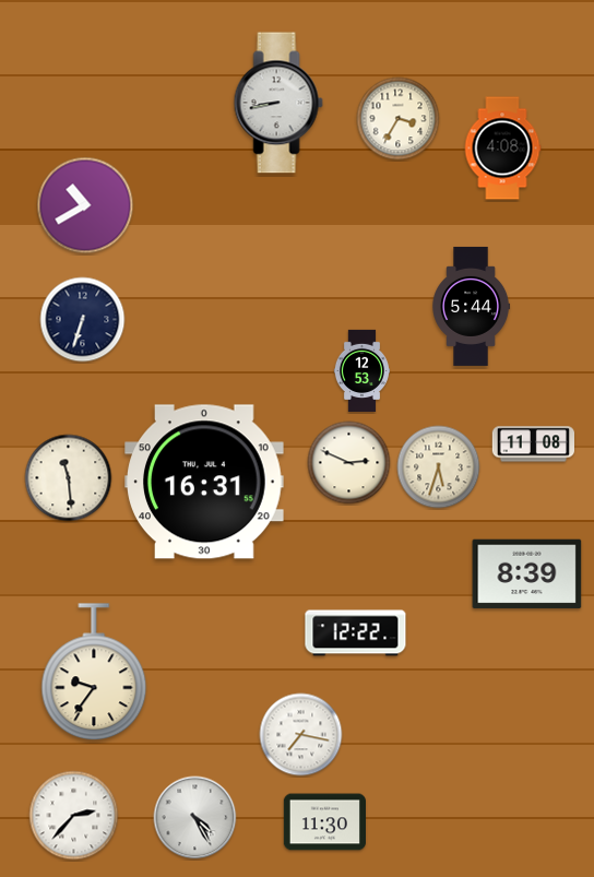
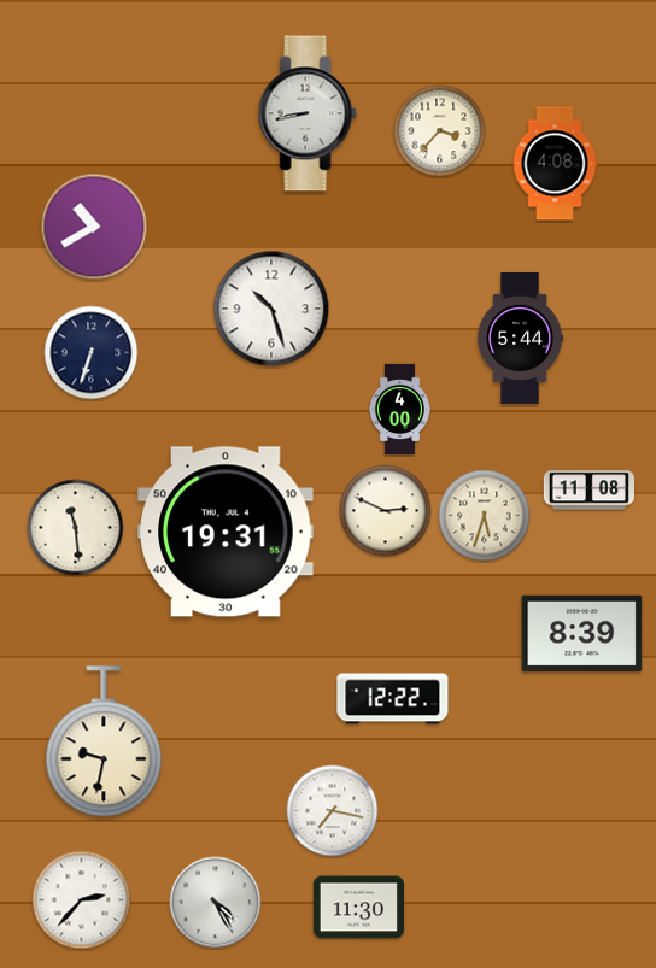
clock at (399, 119): 3:35 -> 3:37
clock at (271, 309): none -> 10:27
clock at (361, 371): 12:53 -> 4:00
clock at (204, 482): 16:31 -> 19:31
clock at (94, 673): 9:36 -> 9:32
